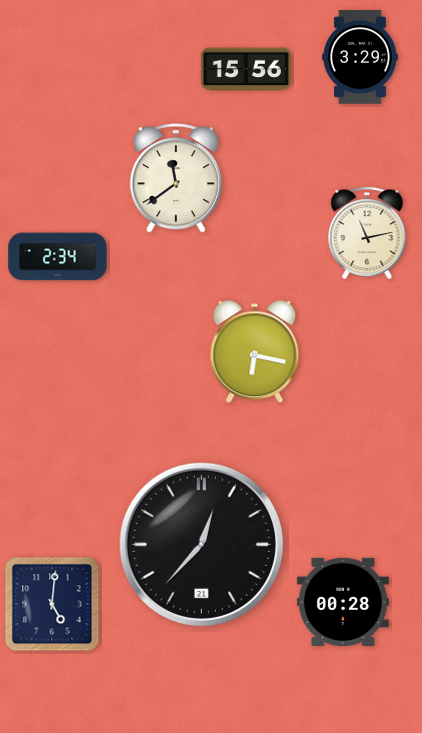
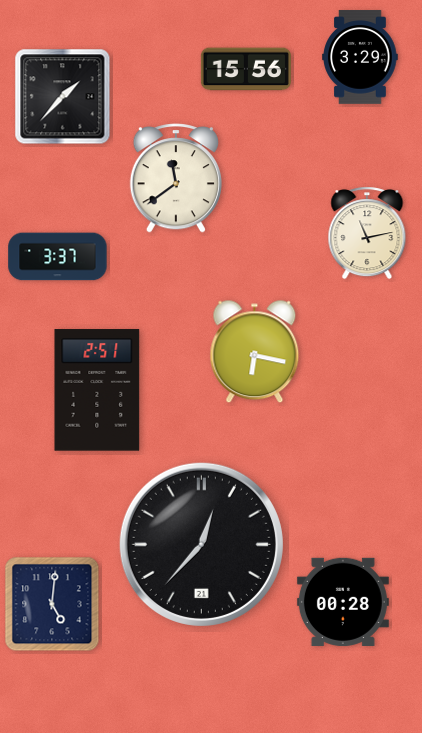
clock at (63, 97): none -> 1:37
clock at (58, 257): 2:34 -> 3:37
clock at (97, 390): none -> 2:51
